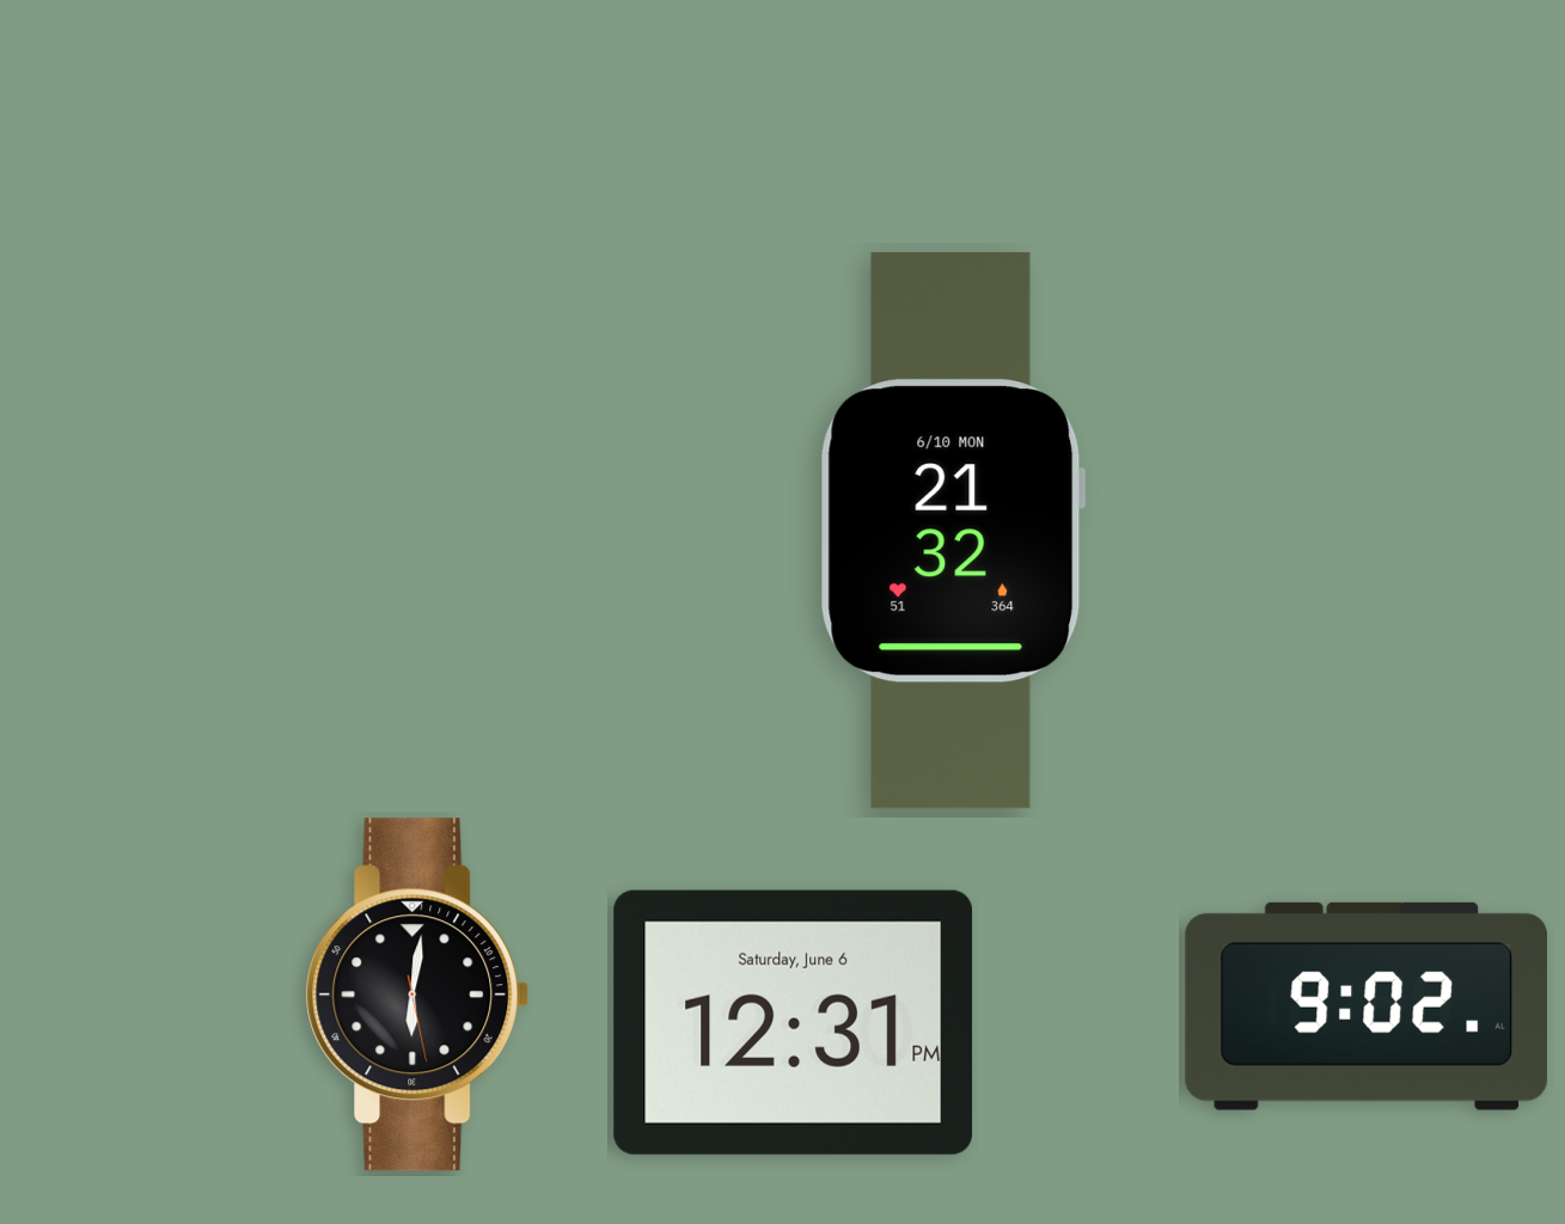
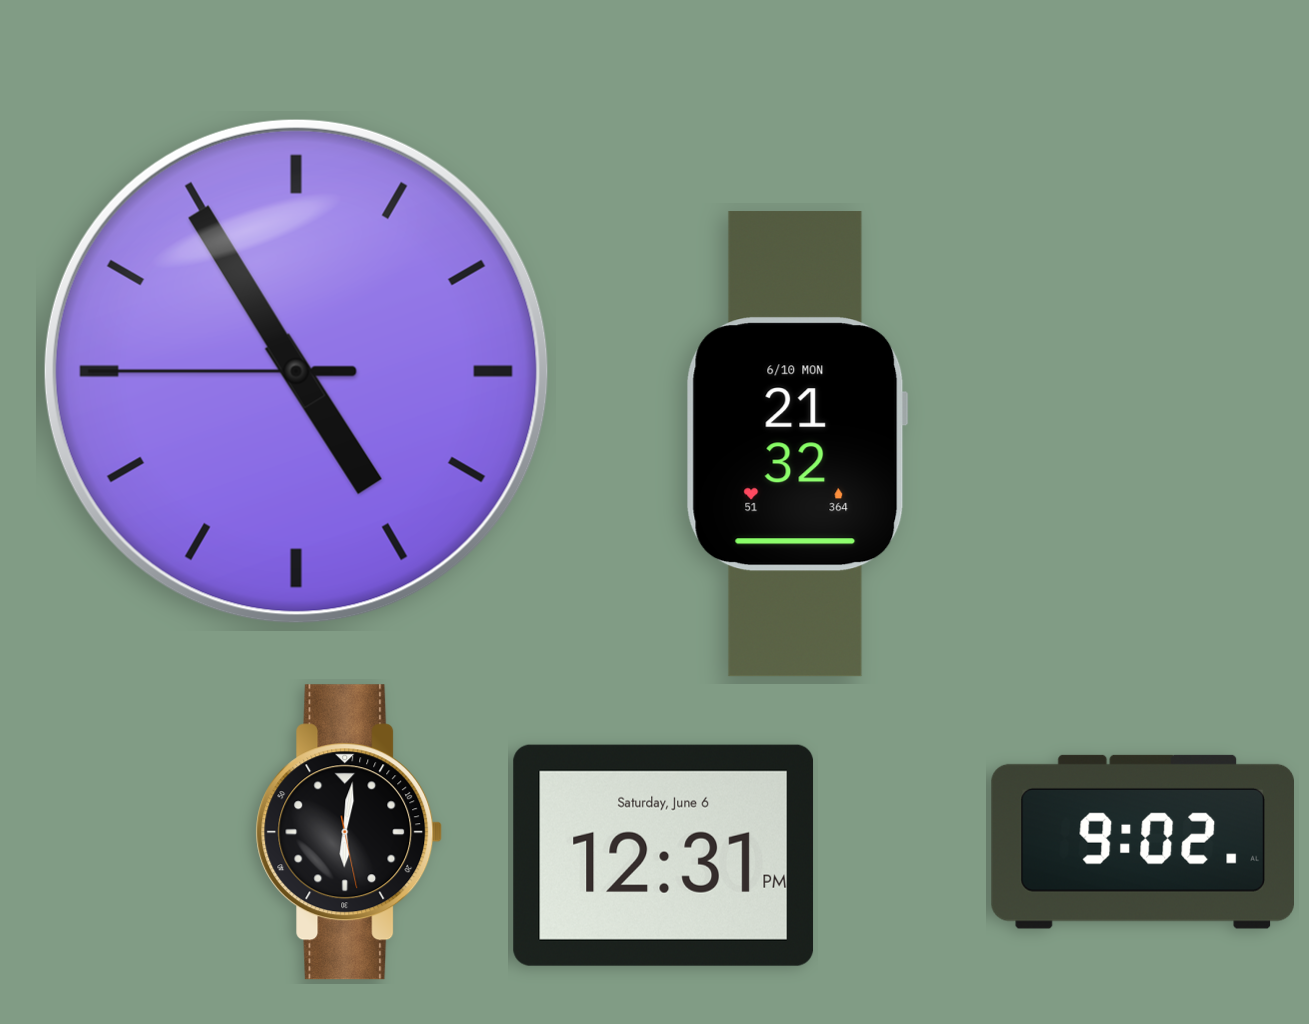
clock at (296, 371): none -> 4:54
